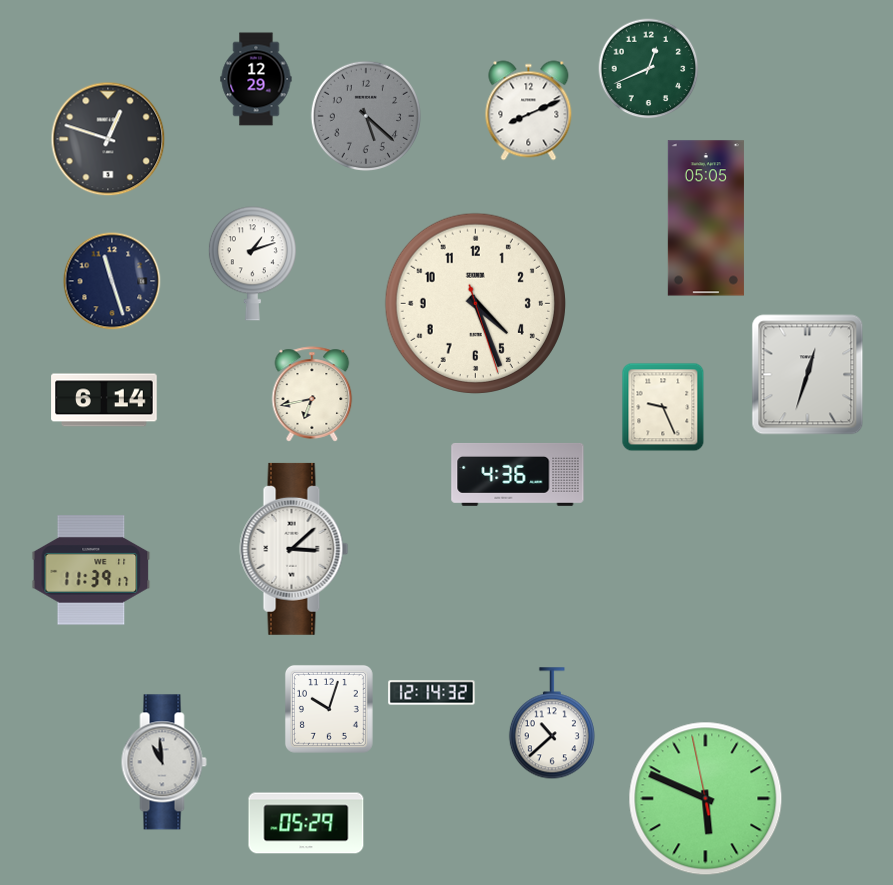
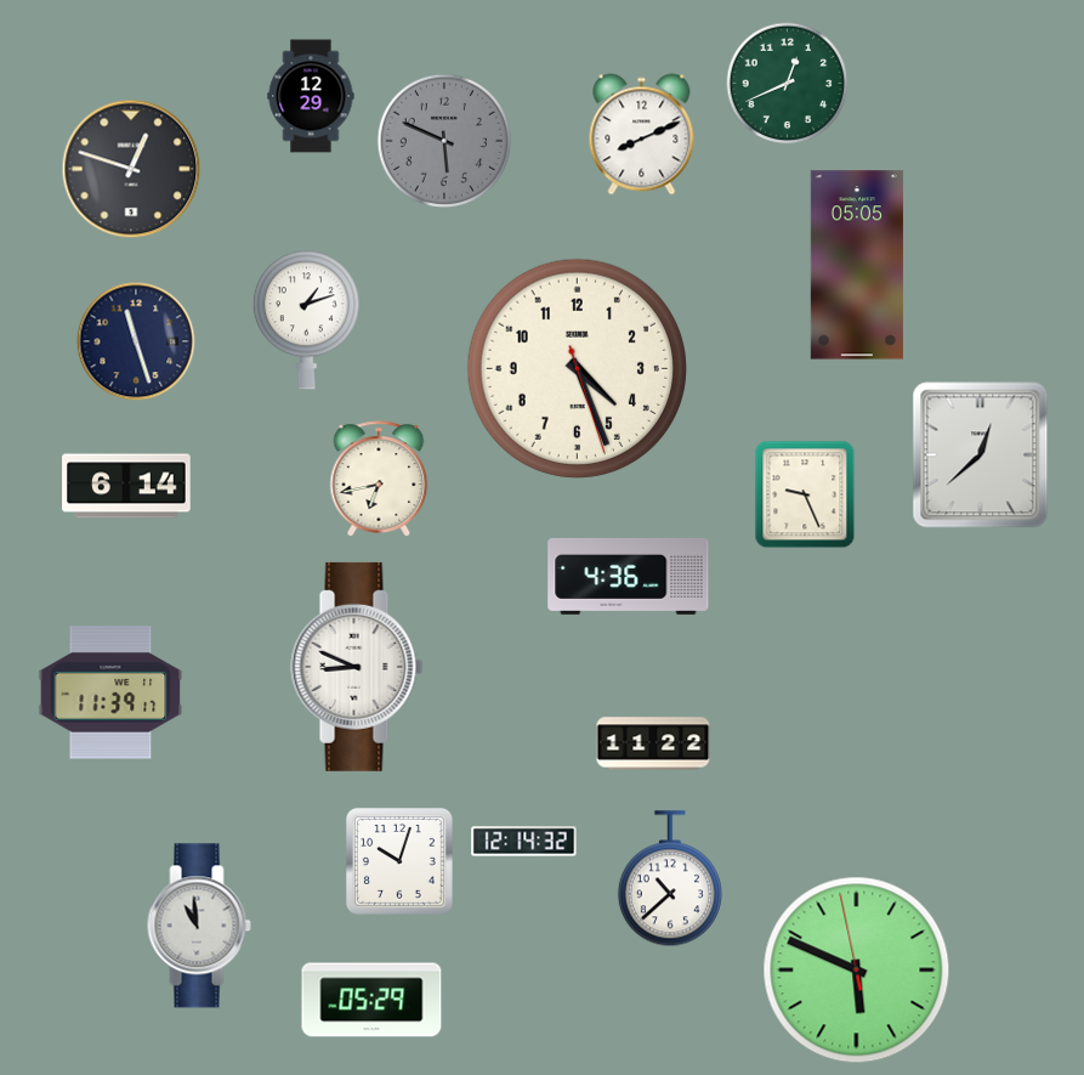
clock at (366, 116): 5:22 -> 5:49
clock at (808, 375): 12:33 -> 12:38
clock at (294, 549): 3:08 -> 8:49
clock at (653, 743): none -> 11:22
